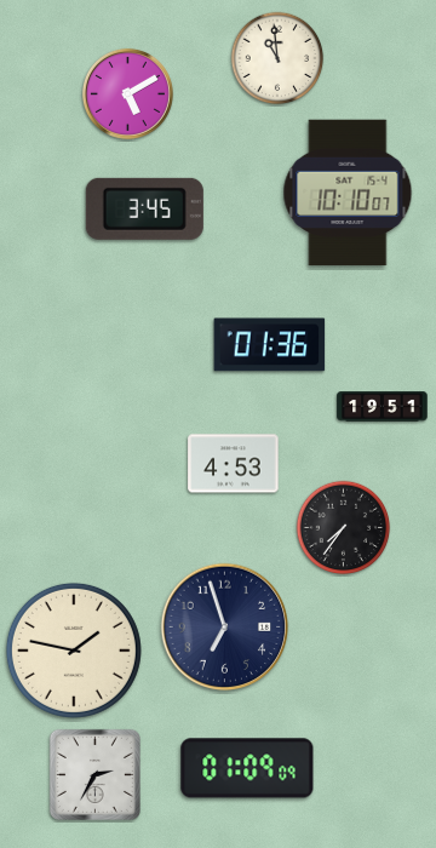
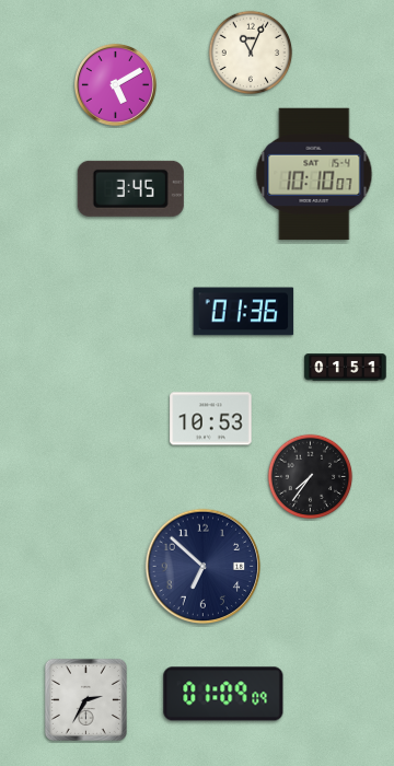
clock at (277, 58): 10:59 -> 11:04
clock at (383, 407): 19:51 -> 01:51
clock at (234, 464): 4:53 -> 10:53
clock at (225, 628): 6:57 -> 6:52
clock at (74, 651): 1:47 -> none
